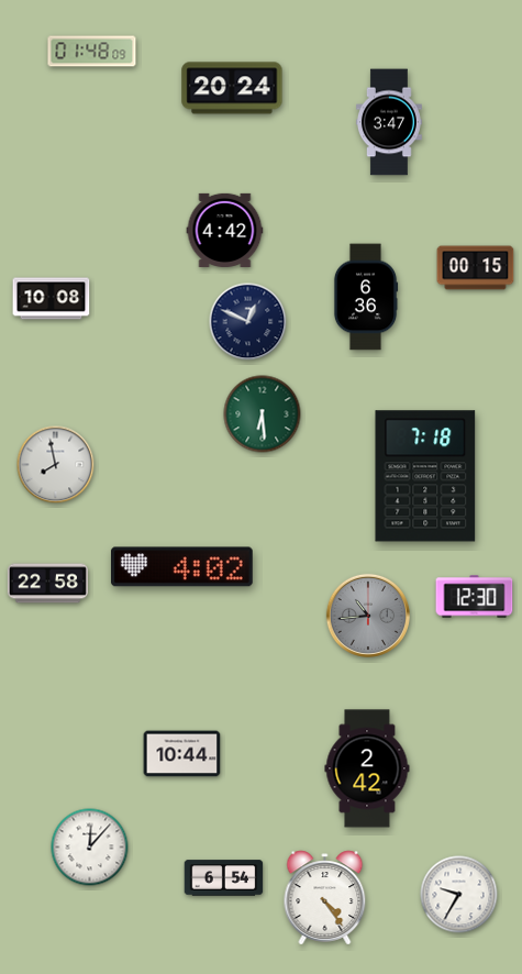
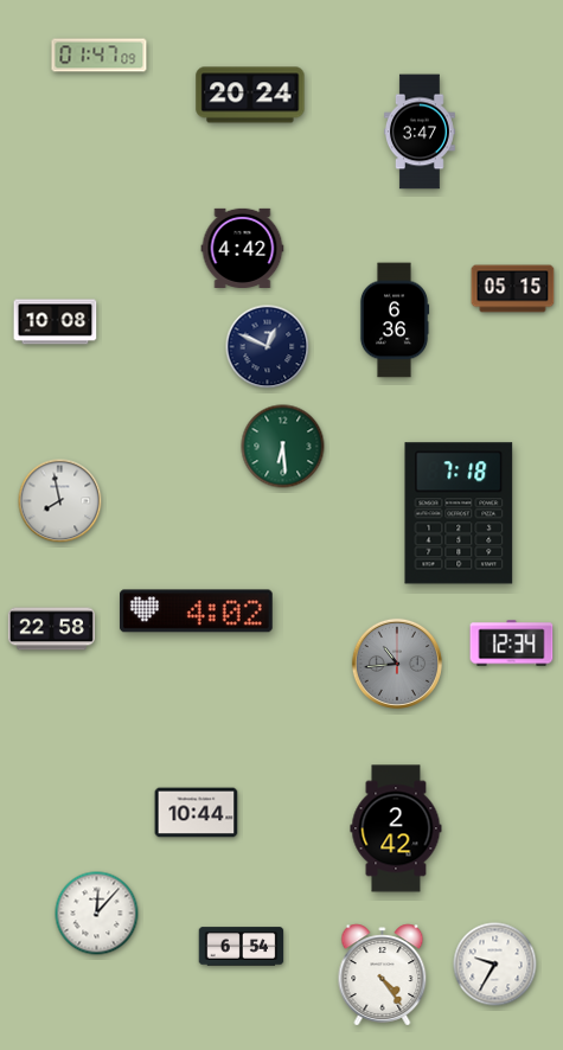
clock at (92, 52): 01:48 -> 01:47
clock at (476, 268): 00:15 -> 05:15
clock at (475, 597): 12:30 -> 12:34
clock at (325, 898) position: (325, 898) -> (383, 975)
